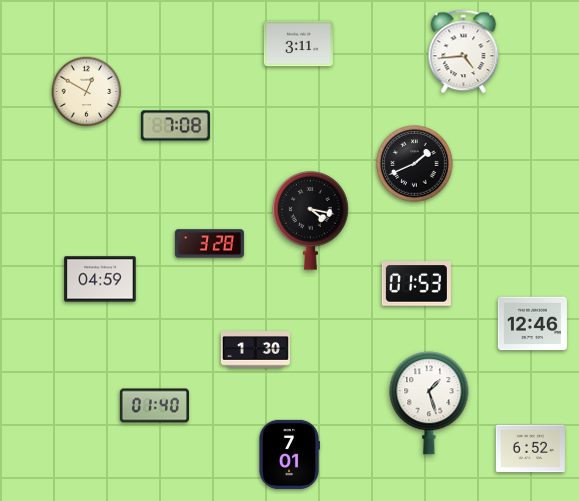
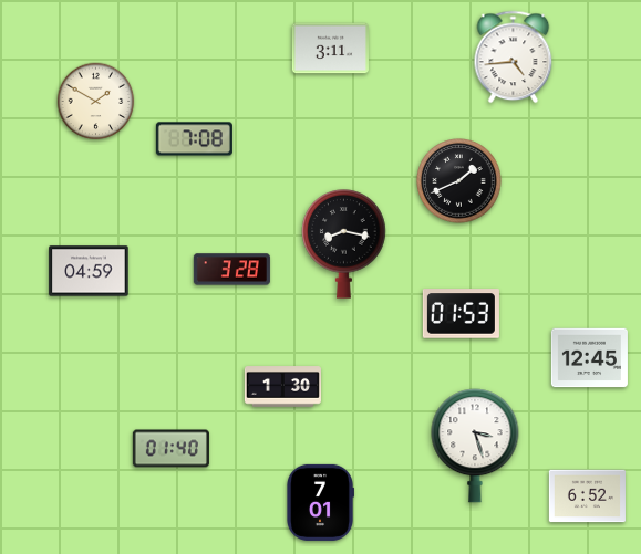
clock at (87, 92): 12:50 -> 1:50
clock at (311, 221): 4:17 -> 8:17
clock at (100, 279) position: (100, 279) -> (89, 271)
clock at (532, 324): 12:46 -> 12:45
clock at (429, 403): 1:27 -> 3:27
